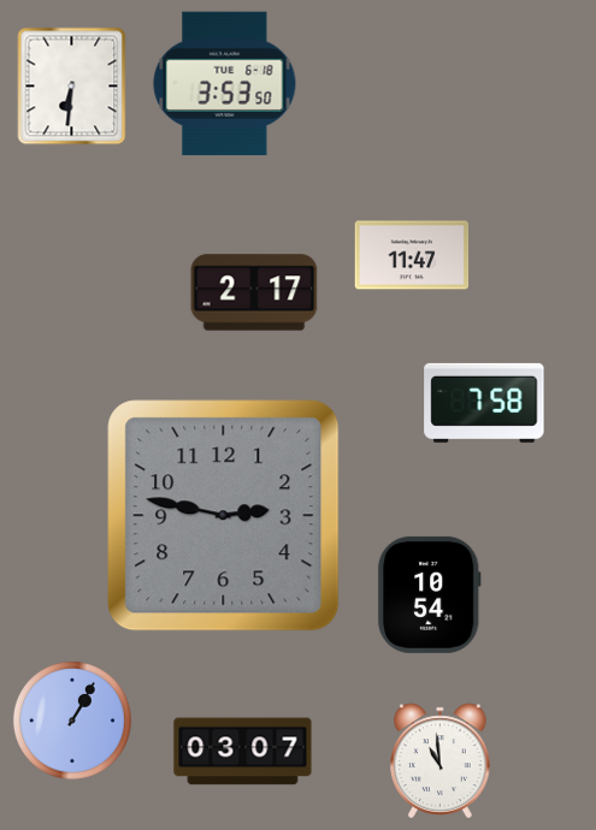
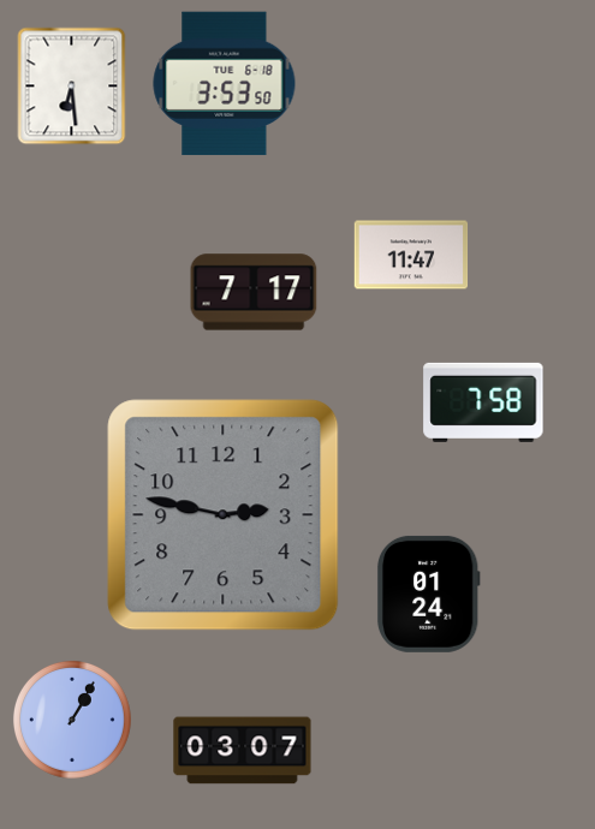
clock at (72, 87): 6:31 -> 6:29
clock at (254, 292): 2:17 -> 7:17
clock at (429, 594): 10:54 -> 01:24
clock at (441, 761): 10:59 -> none
